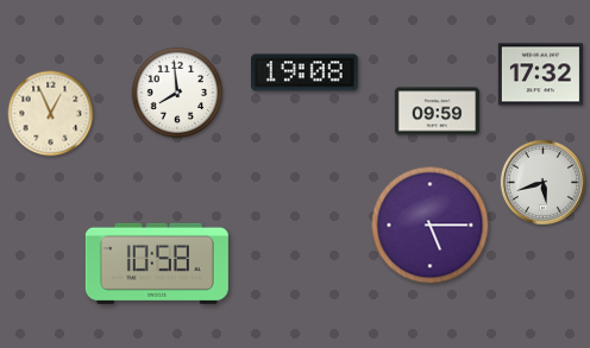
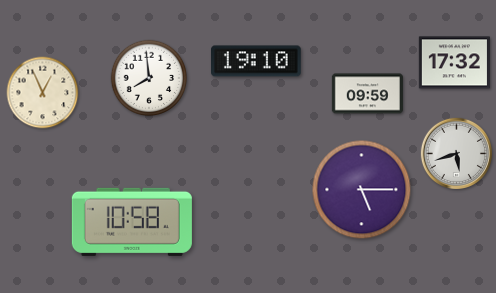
clock at (306, 72): 19:08 -> 19:10
clock at (51, 114) position: (51, 114) -> (43, 93)
